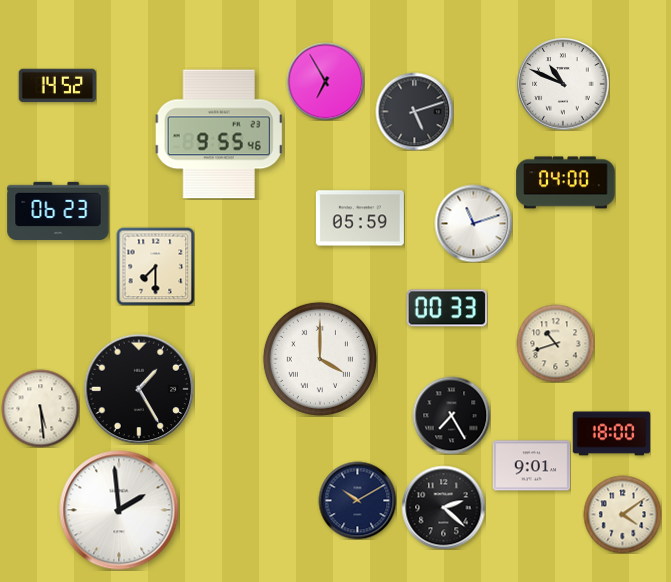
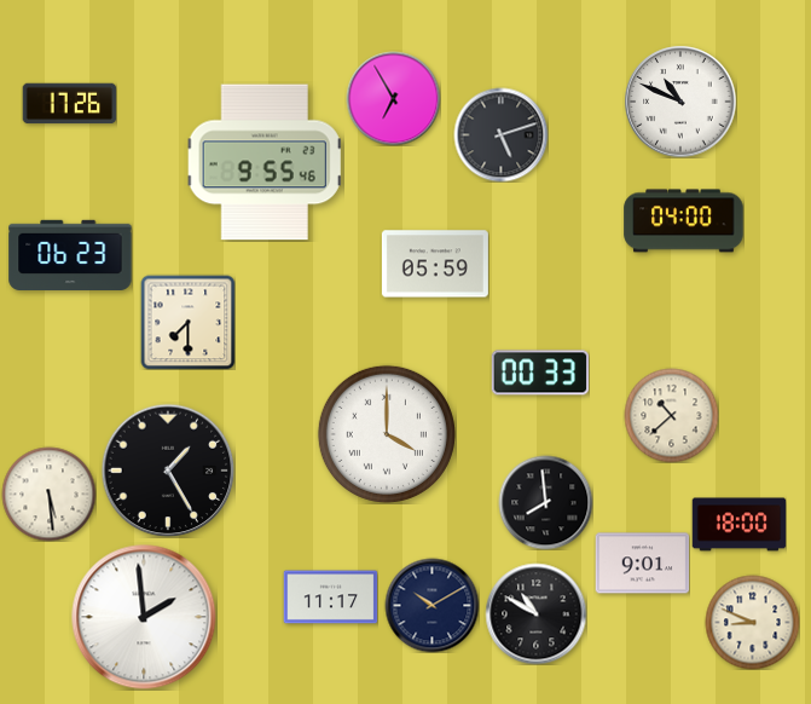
clock at (57, 86): 14:52 -> 17:26
clock at (473, 223): 11:12 -> none
clock at (555, 343): 10:42 -> 10:38
clock at (451, 415): 7:25 -> 7:59
clock at (330, 598): none -> 11:17
clock at (443, 507): 2:22 -> 10:50
clock at (622, 514): 4:09 -> 8:49
